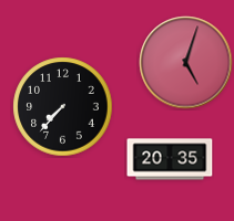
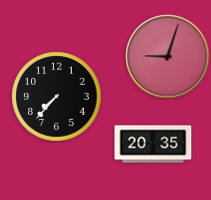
clock at (186, 63): 5:03 -> 9:03
